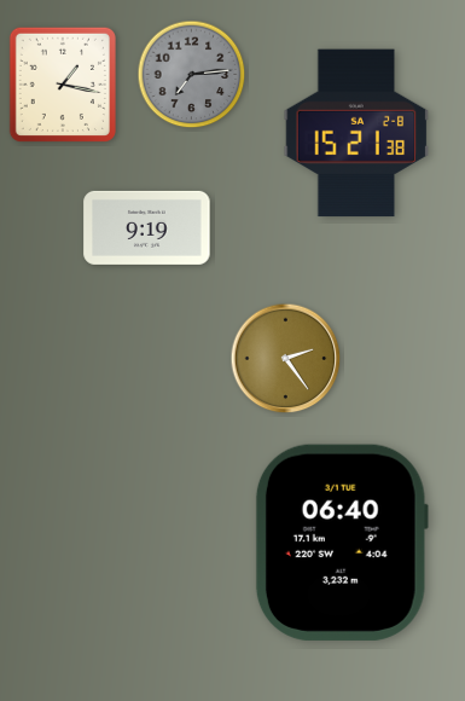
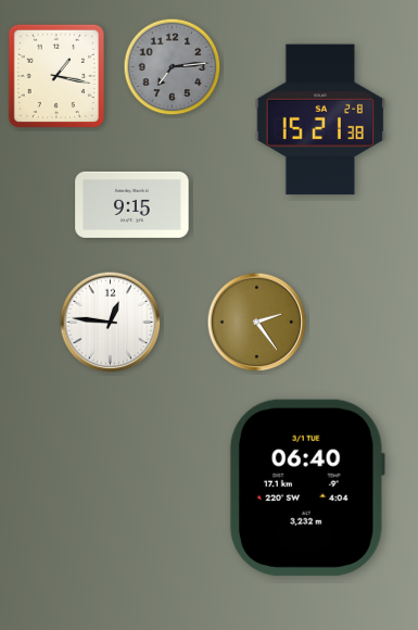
clock at (147, 227): 9:19 -> 9:15
clock at (111, 323): none -> 12:46
